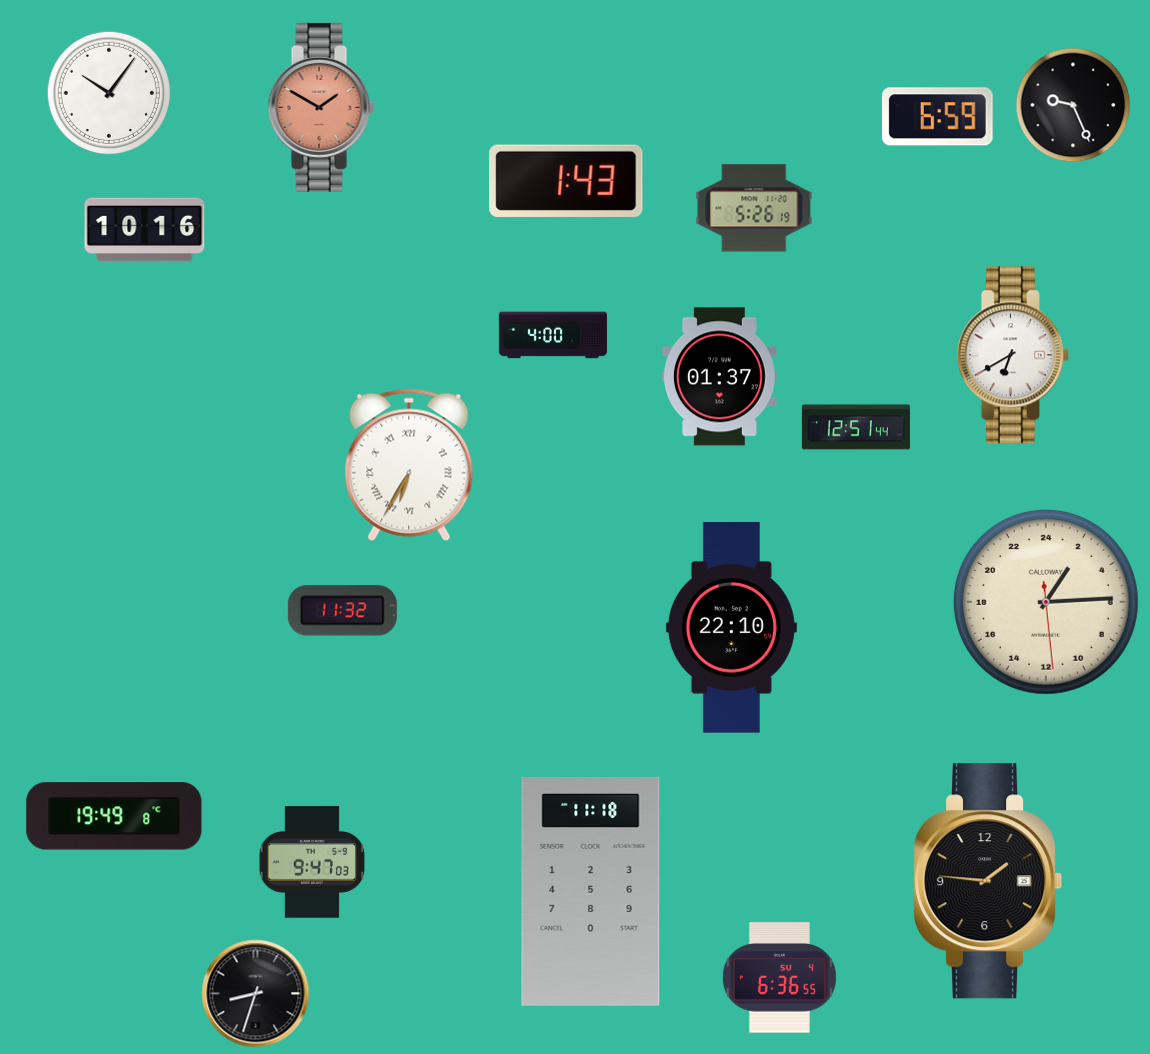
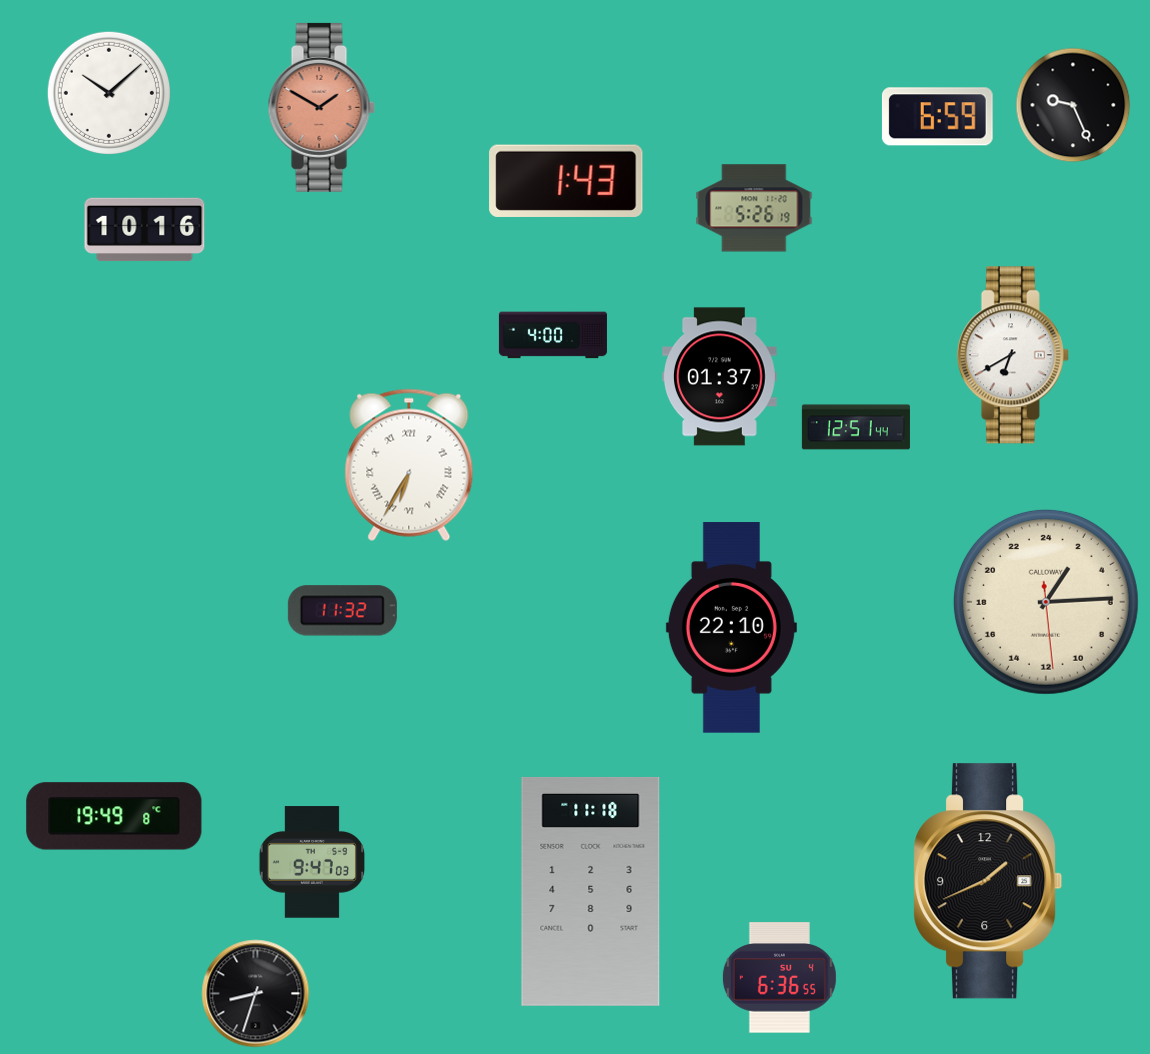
clock at (109, 93): 10:06 -> 10:08
clock at (989, 881): 1:46 -> 1:41
